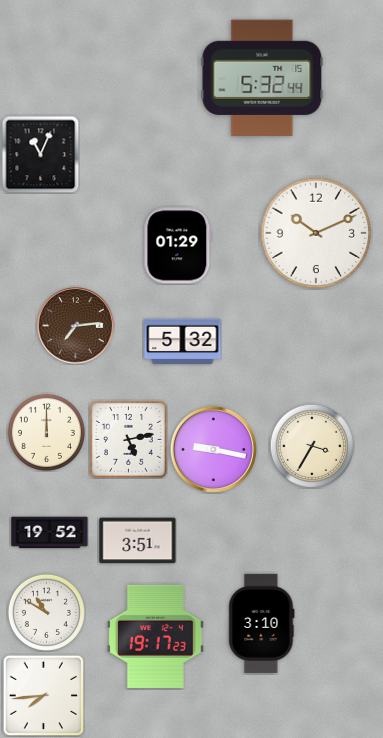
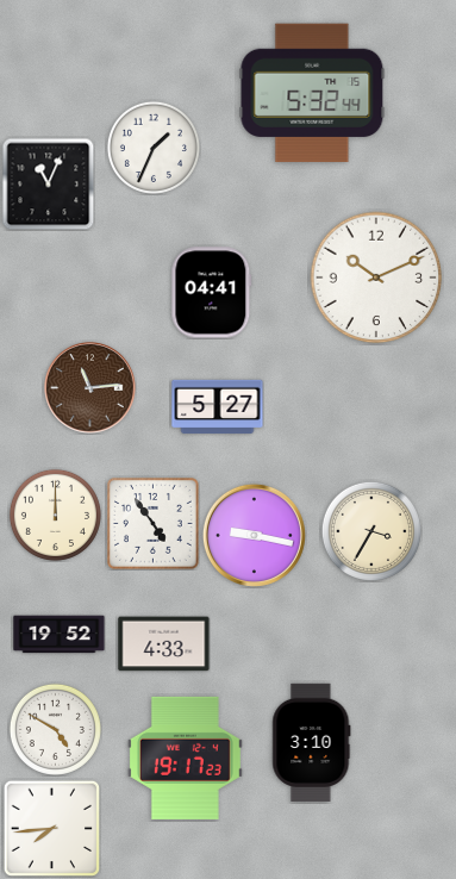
clock at (154, 148): none -> 1:34
clock at (178, 246): 01:29 -> 04:41
clock at (76, 326): 7:14 -> 11:14
clock at (183, 342): 5:32 -> 5:27
clock at (129, 440): 5:13 -> 4:54
clock at (138, 541): 3:51 -> 4:33
clock at (46, 612): 10:50 -> 4:50
